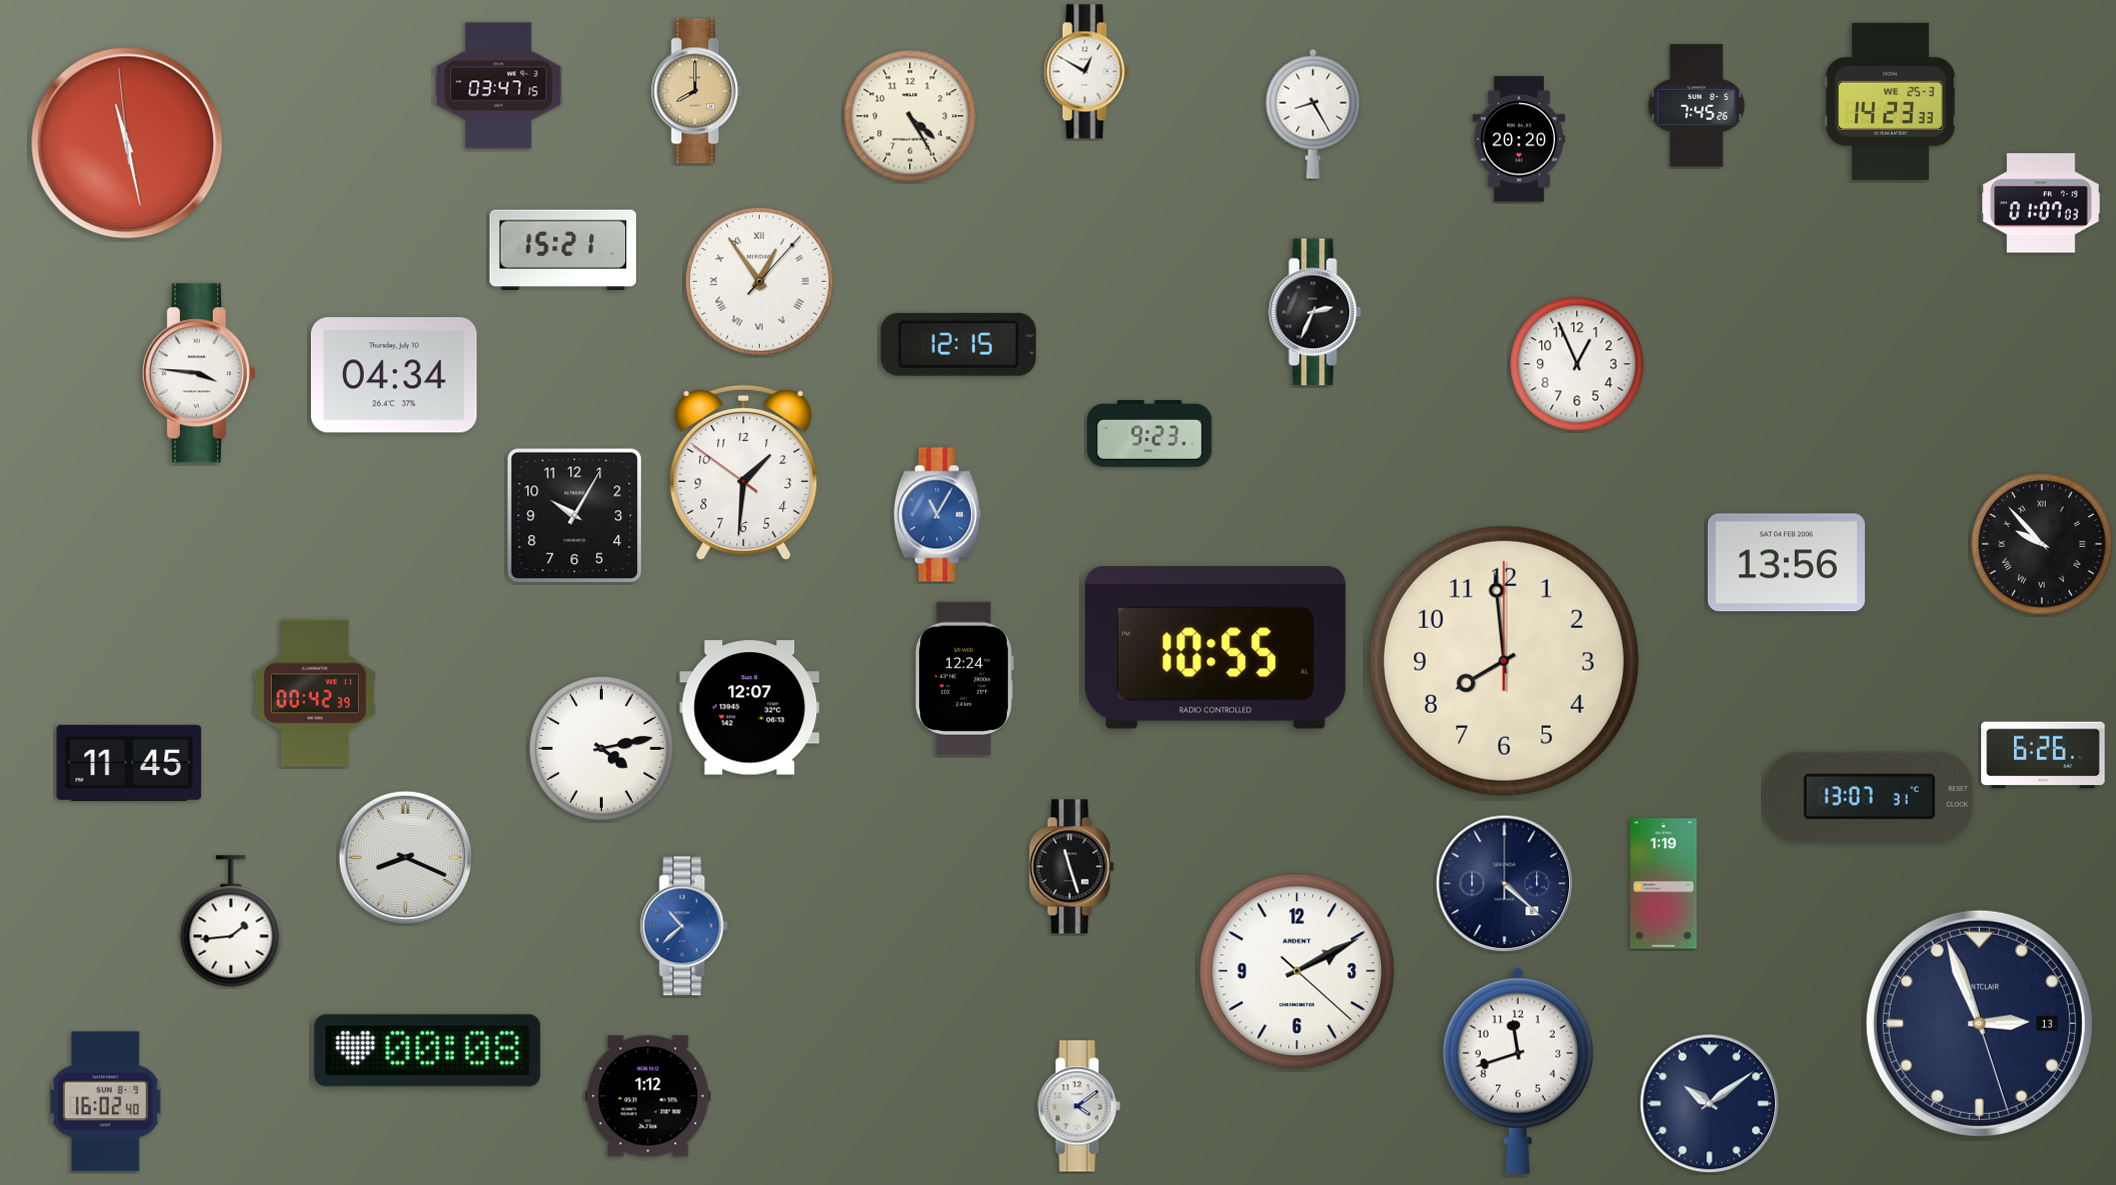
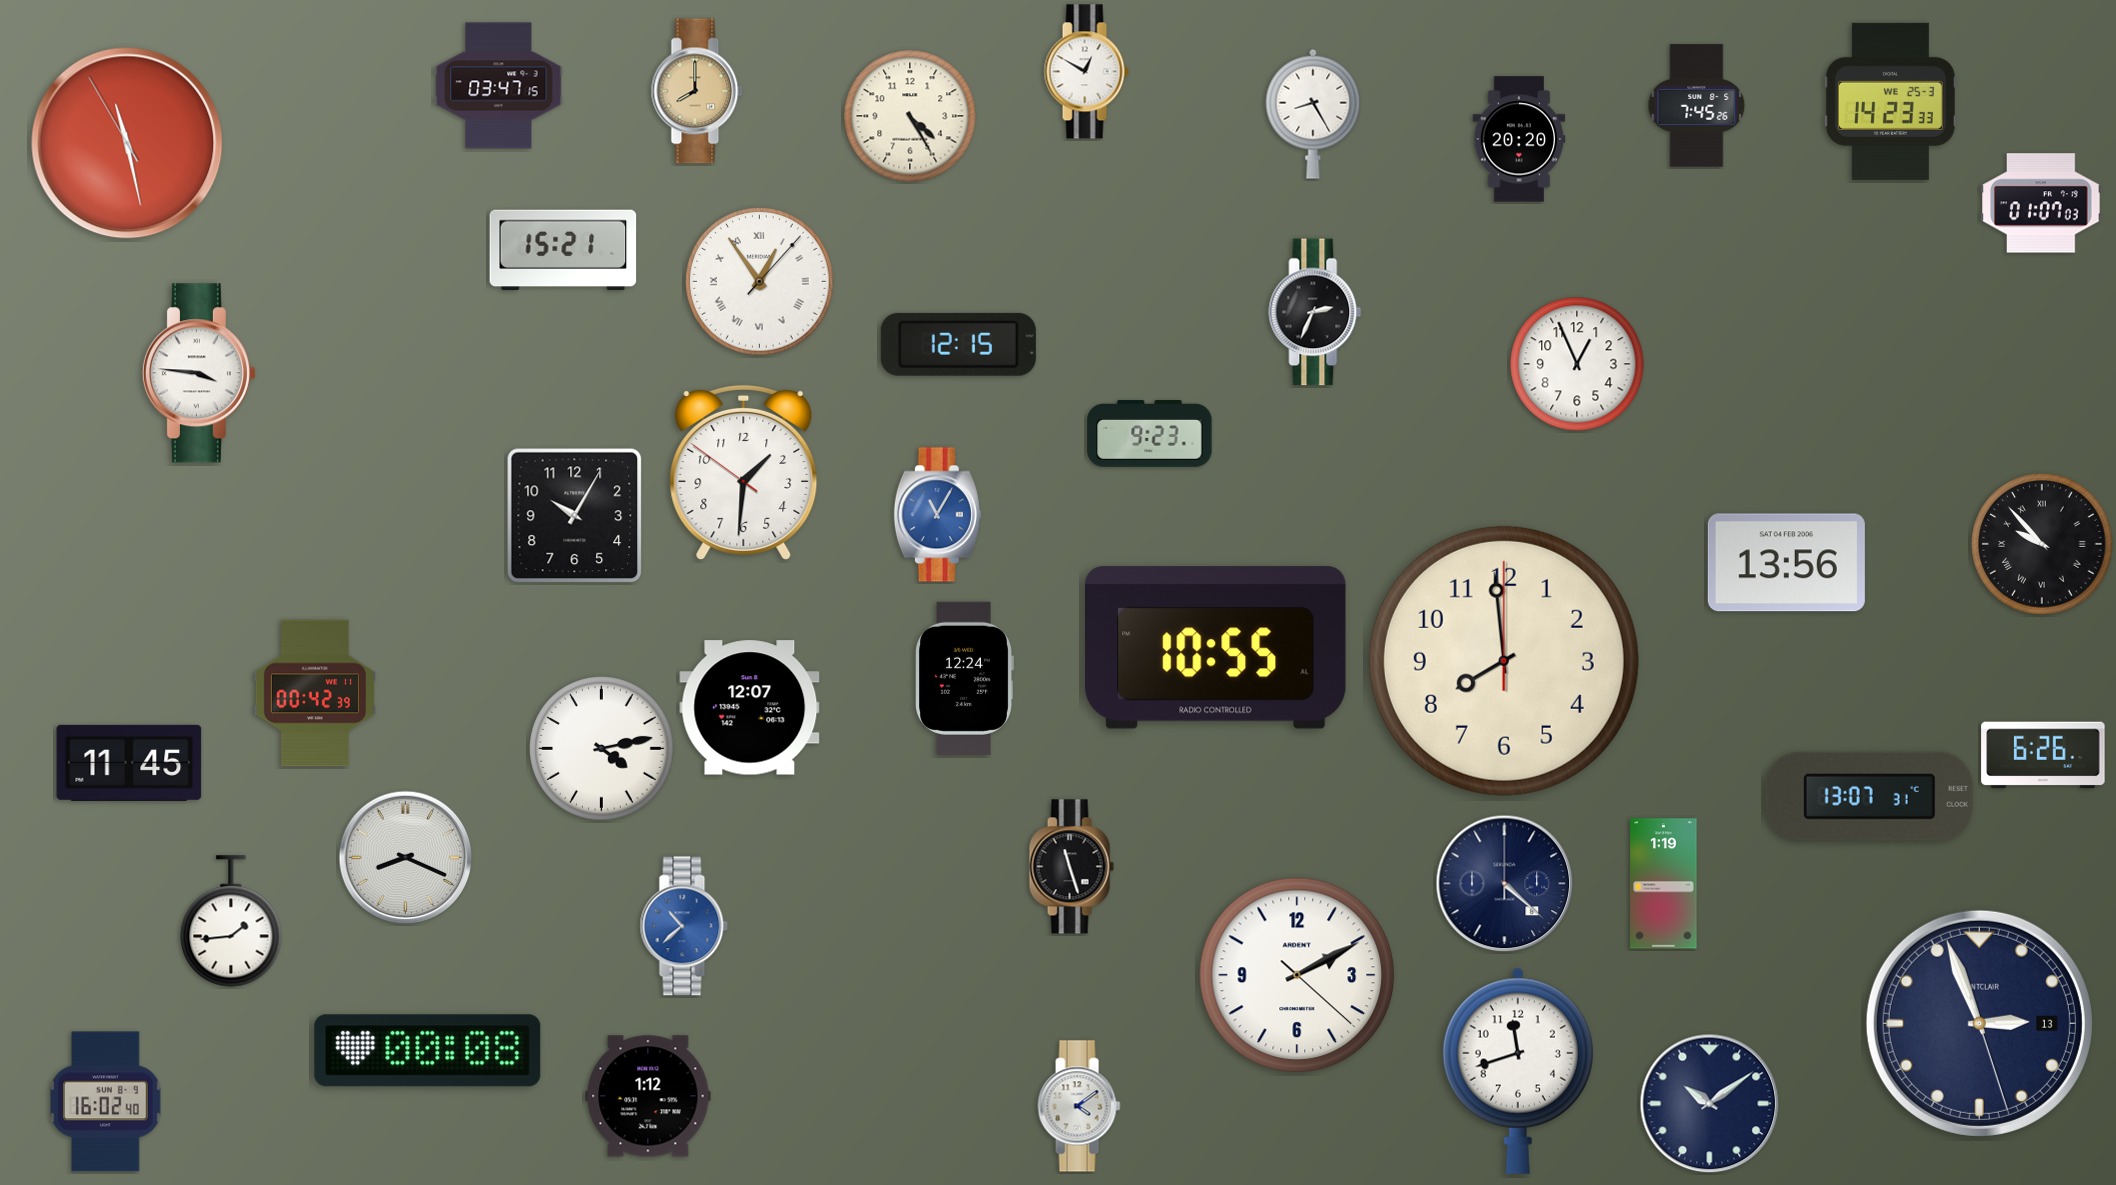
clock at (127, 143): 11:27:59 -> 11:27:55
clock at (394, 375): 04:34 -> none
clock at (1297, 971) position: (1297, 971) -> (1297, 975)
